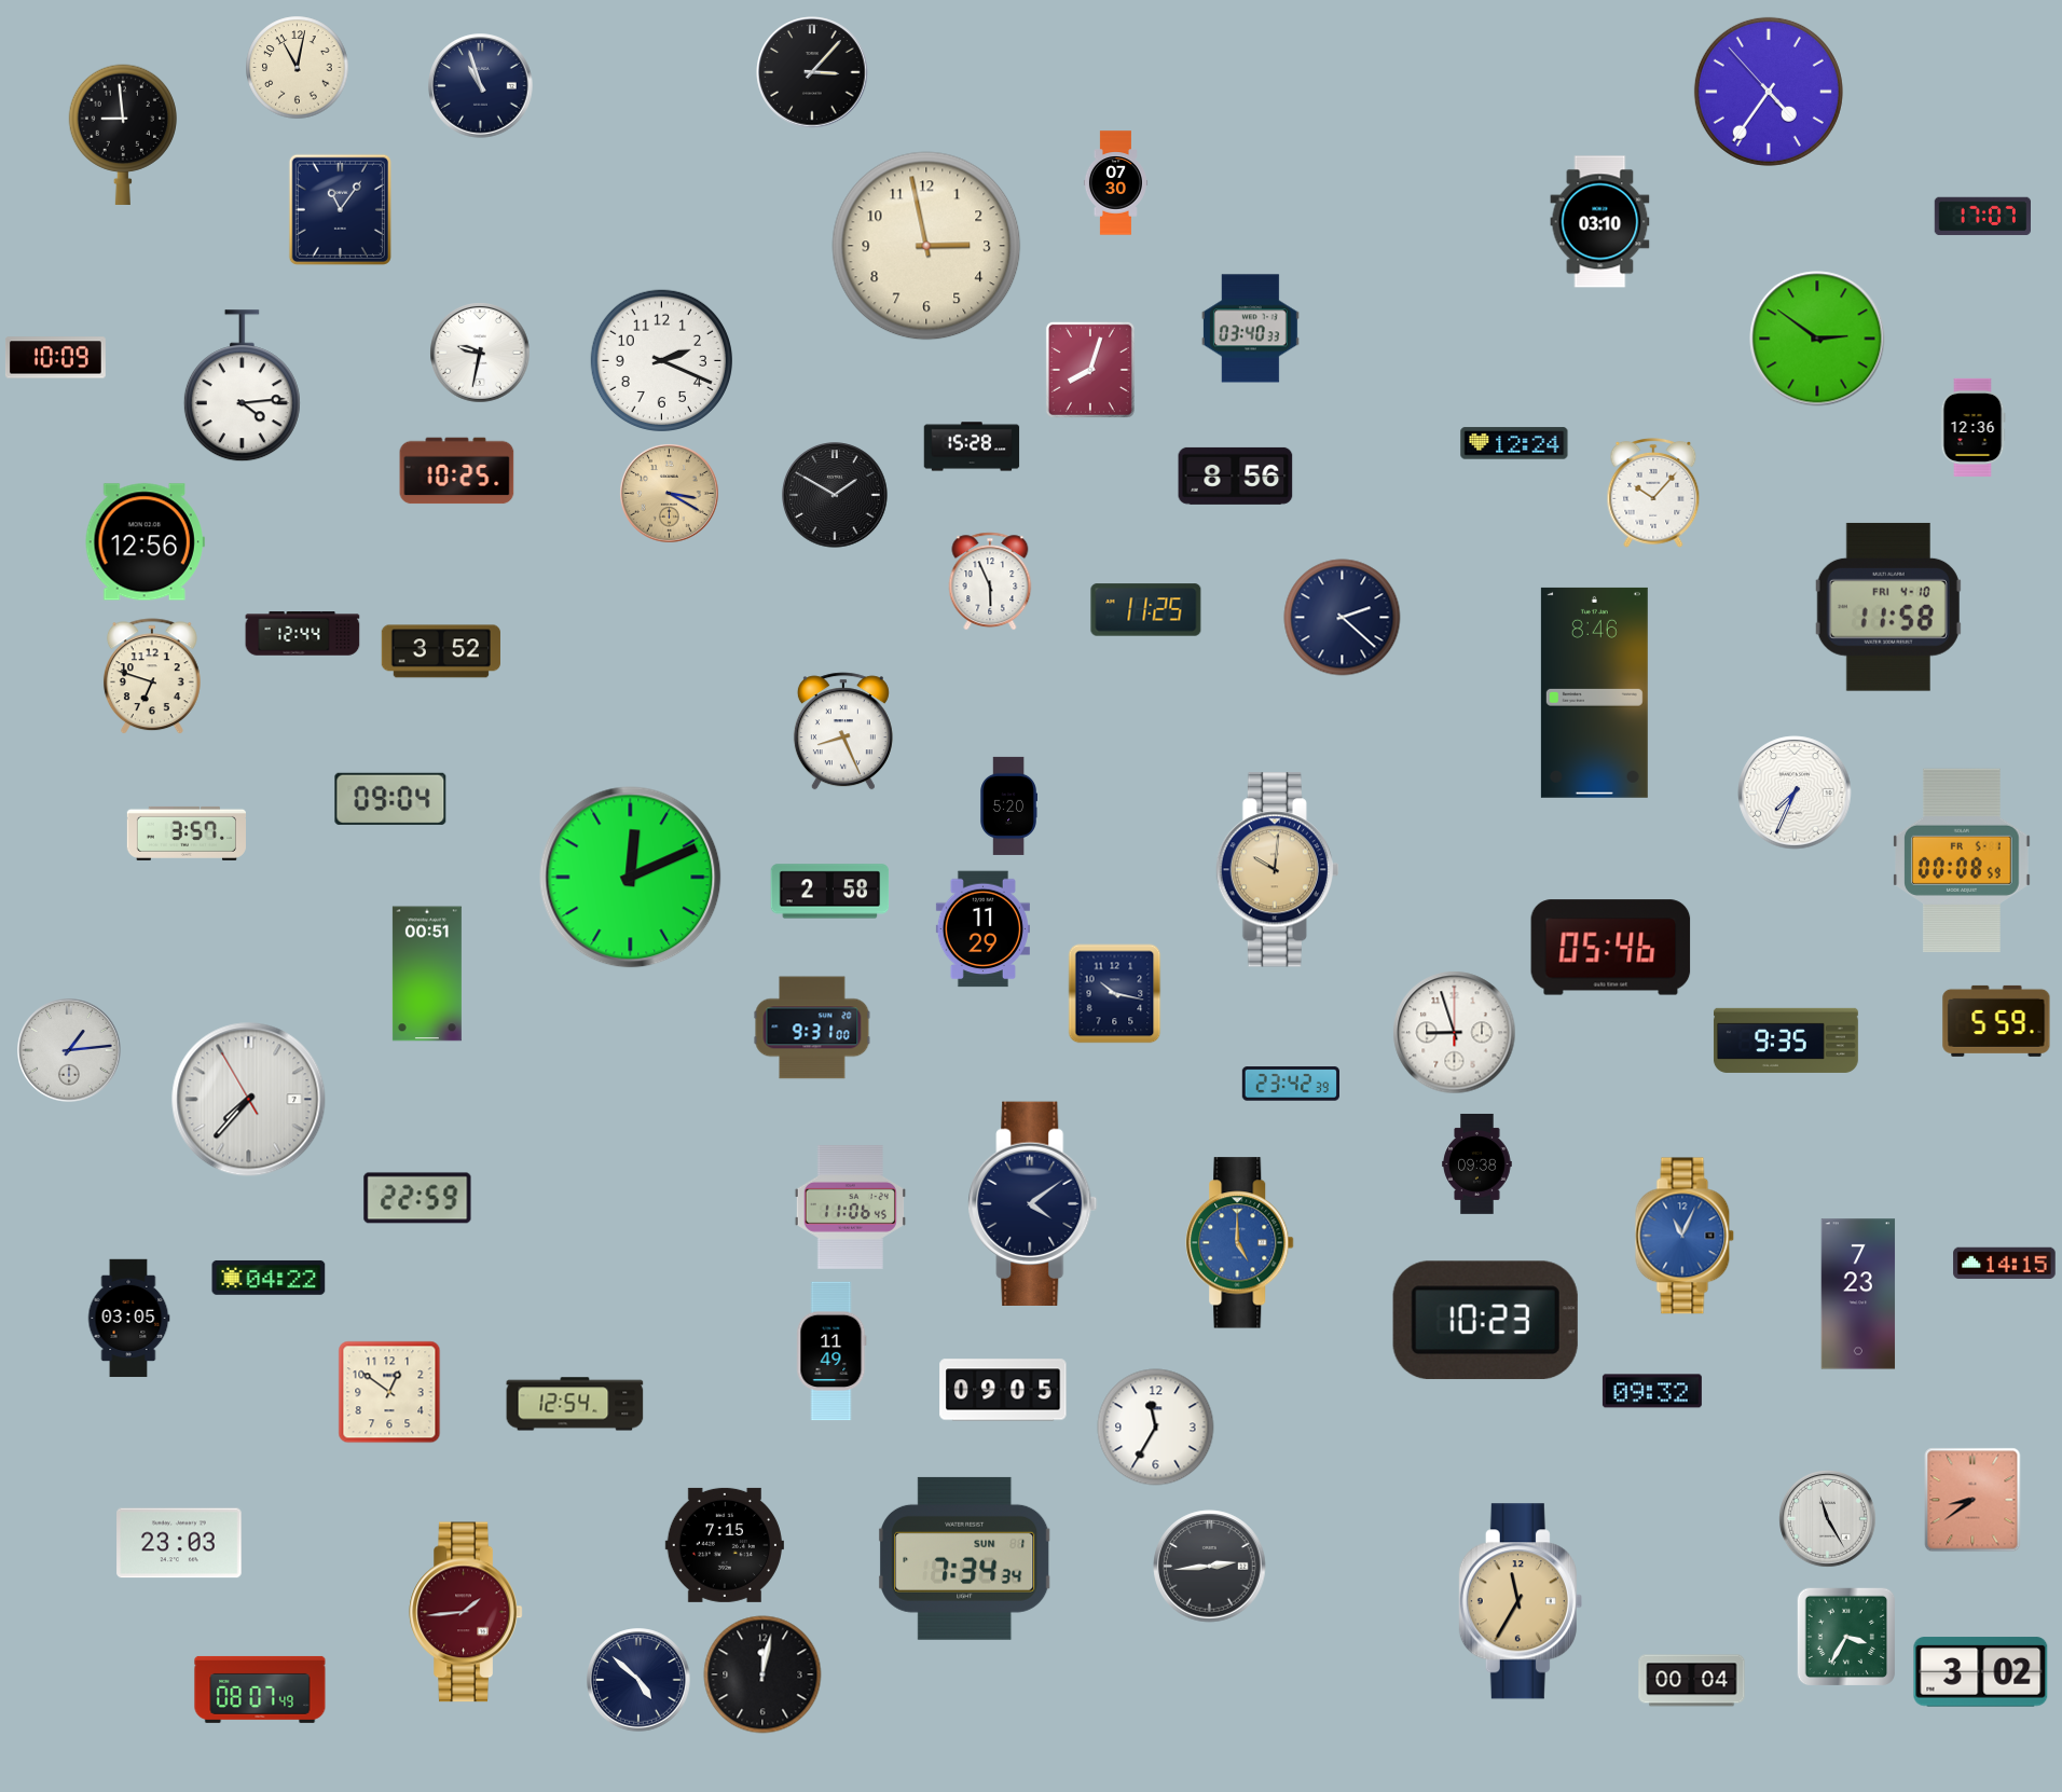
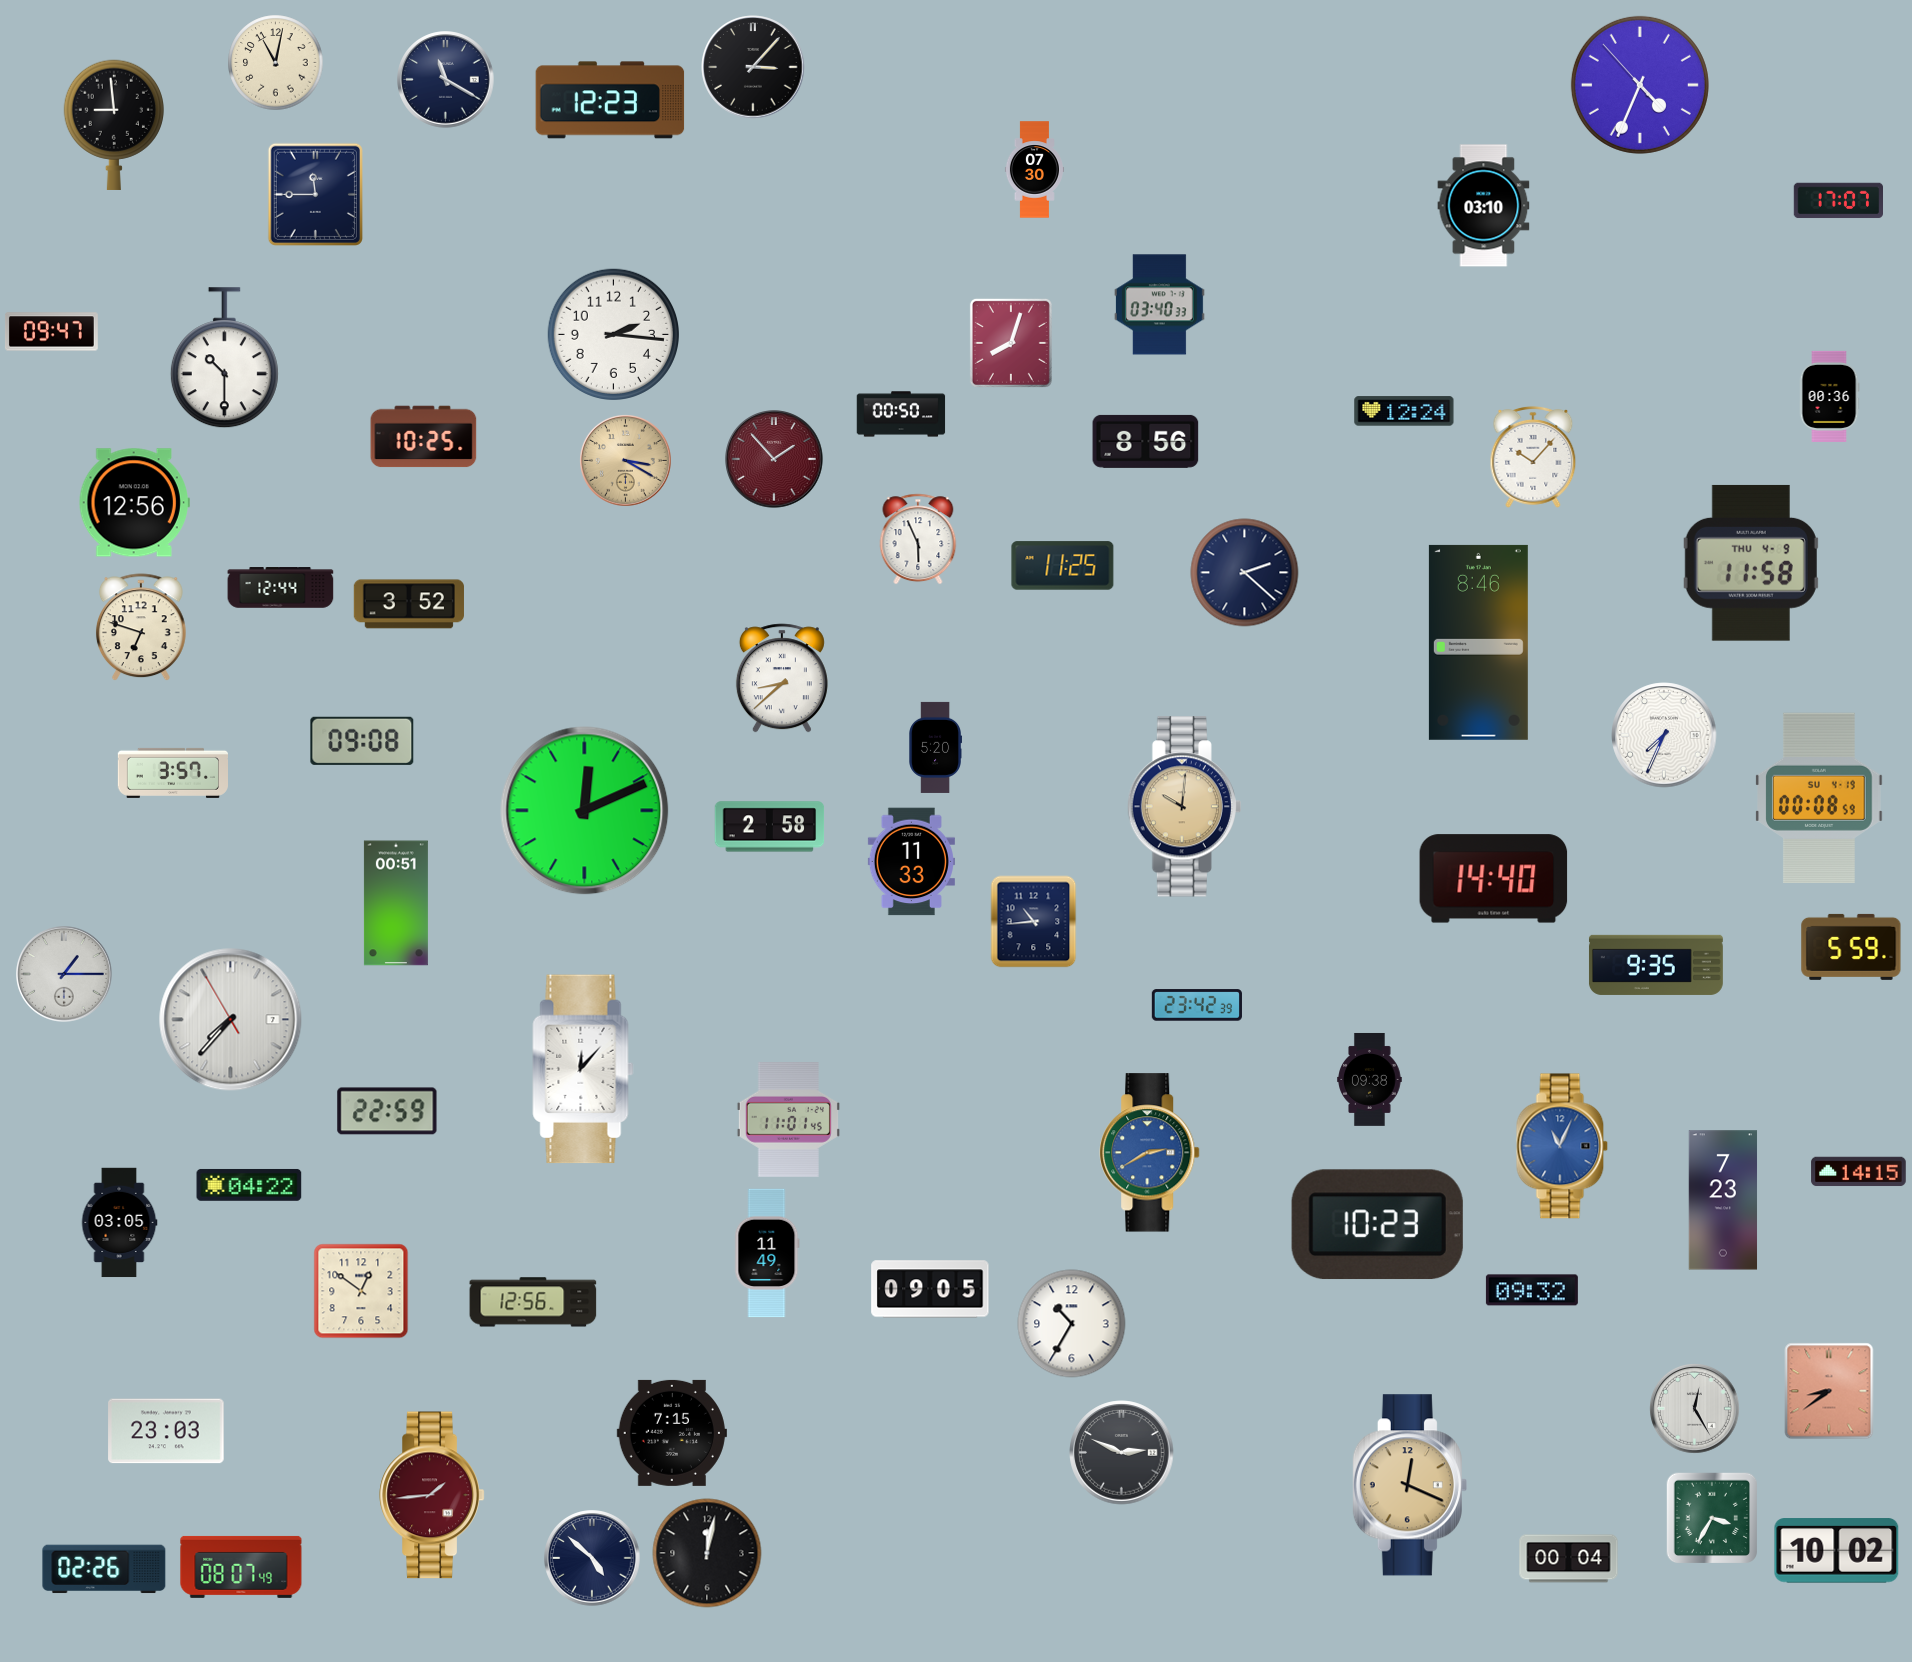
clock at (481, 86): 10:57 -> 11:20
clock at (1769, 92): 4:35 -> 4:33
clock at (610, 100): none -> 12:23
clock at (340, 209): 11:06 -> 11:45
clock at (926, 246): 2:58 -> none
clock at (1817, 339): 2:51 -> none
clock at (480, 353): 9:32 -> none
clock at (55, 358): 10:09 -> 09:47
clock at (661, 360): 2:19 -> 2:16
clock at (242, 386): 4:14 -> 10:30
clock at (1972, 427): 12:36 -> 00:36
clock at (972, 446): 15:28 -> 00:50
clock at (670, 494) position: (670, 494) -> (626, 461)
clock at (835, 495): 1:50 -> 1:53
clock at (835, 495) dial: black -> burgundy
clock at (1888, 607) date: FRI 4-10 -> THU 4-9
clock at (843, 731): 8:26 -> 8:38
clock at (390, 799): 09:04 -> 09:08
clock at (1962, 859) date: FR 5-1 -> SU 4-19
clock at (631, 878) position: (631, 878) -> (585, 811)
clock at (982, 929): 11:29 -> 11:33
clock at (1611, 948): 05:46 -> 14:40
clock at (1115, 994): 10:17 -> 10:44
clock at (812, 1028): 9:31 -> none
clock at (1455, 1033): 8:57 -> none
clock at (69, 1050): 1:14 -> 1:15
clock at (583, 1069): none -> 12:07
clock at (1033, 1203): 4:09 -> none
clock at (850, 1208): 11:06 -> 11:01
clock at (1240, 1243): 5:00 -> 2:40
clock at (831, 1351) position: (831, 1351) -> (767, 1253)
clock at (575, 1404): 12:54 -> 12:56
clock at (1156, 1428): 11:35 -> 10:35
clock at (1828, 1519): 11:25 -> 12:25
clock at (966, 1558): 7:34 -> none
clock at (1210, 1567): 2:44 -> 2:49
clock at (1521, 1601): 11:35 -> 12:19
clock at (1981, 1672): 3:02 -> 10:02
clock at (104, 1569): none -> 02:26
